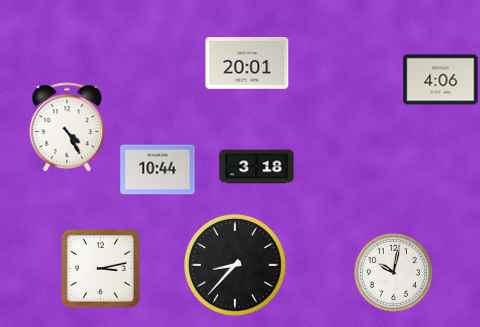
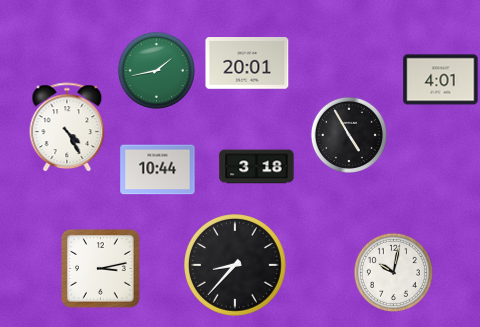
clock at (156, 70): none -> 1:43
clock at (441, 80): 4:06 -> 4:01
clock at (349, 135): none -> 4:55
